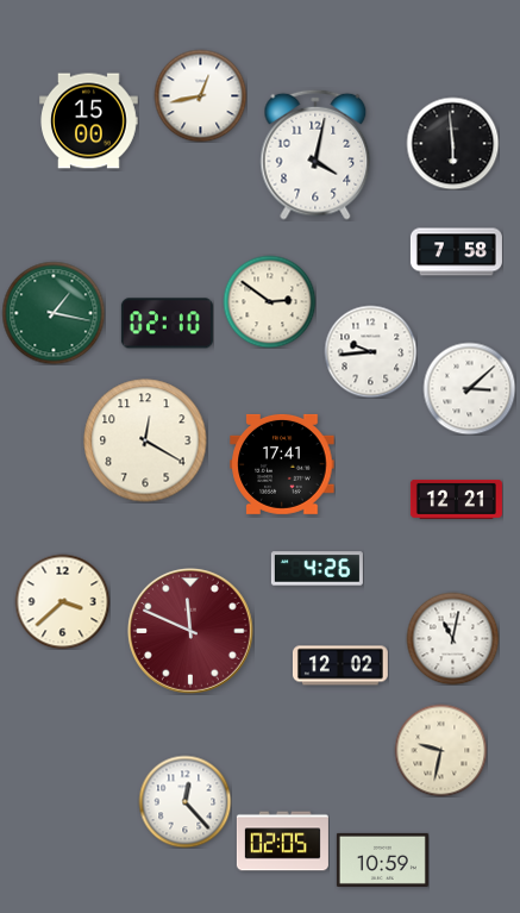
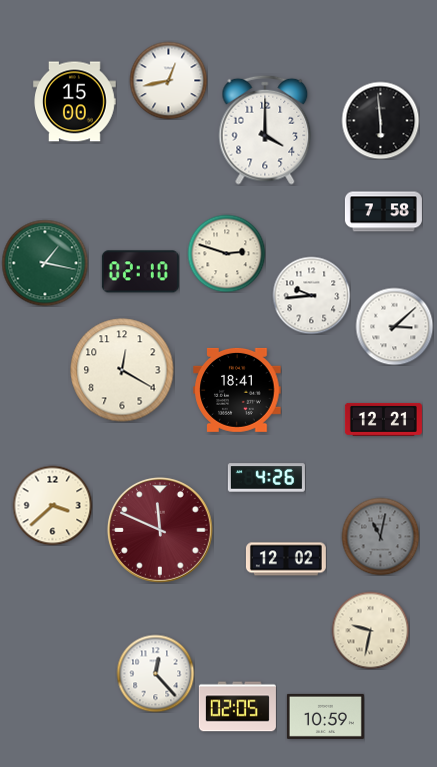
clock at (315, 155): 4:02 -> 4:00
clock at (269, 301): 2:51 -> 2:48
clock at (282, 464): 17:41 -> 18:41
clock at (452, 638) dial: white -> grey
clock at (382, 859) position: (382, 859) -> (325, 716)
